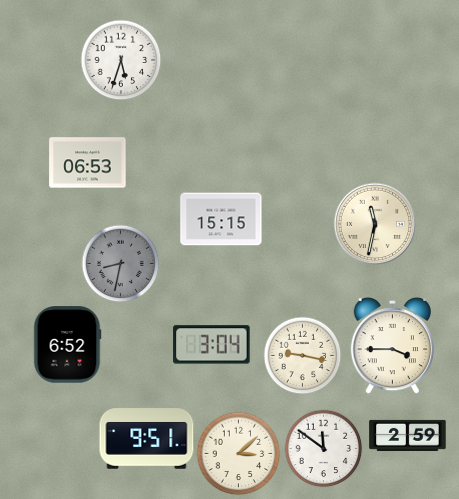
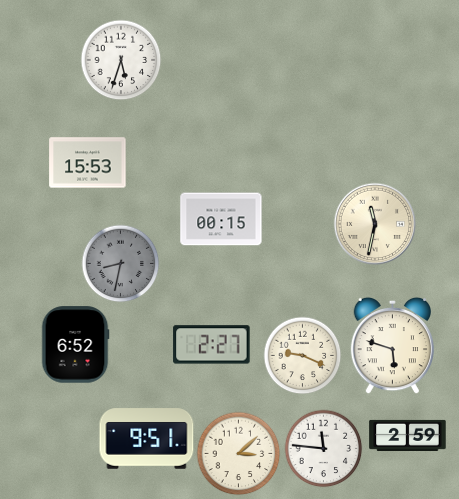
clock at (88, 163): 06:53 -> 15:53
clock at (221, 219): 15:15 -> 00:15
clock at (67, 345) position: (67, 345) -> (75, 345)
clock at (212, 345): 3:04 -> 2:27
clock at (392, 345): 3:45 -> 5:48
clock at (302, 355): 9:17 -> 9:19
clock at (323, 448): 11:51 -> 11:46
